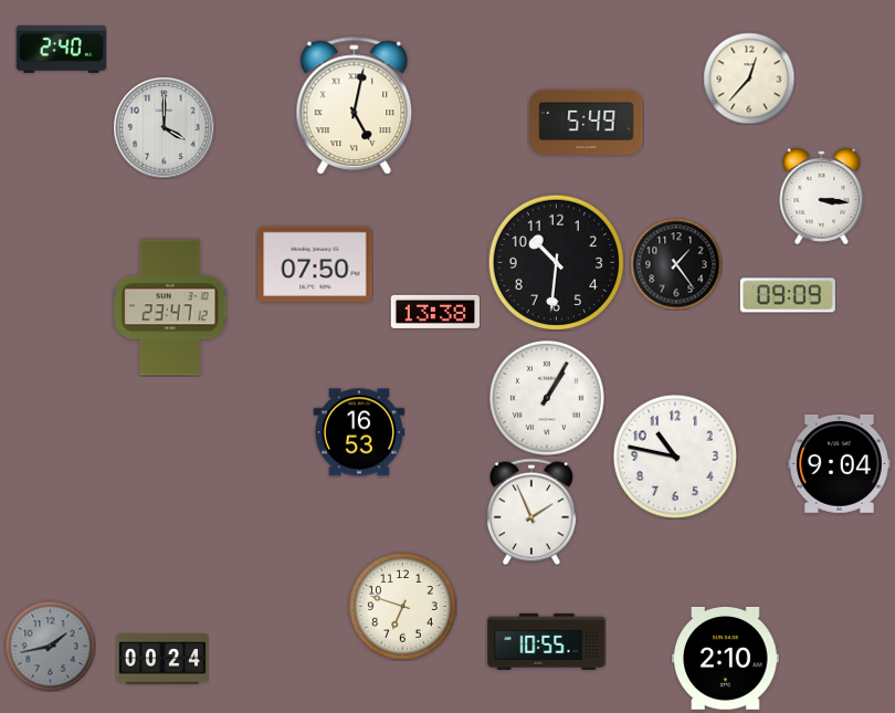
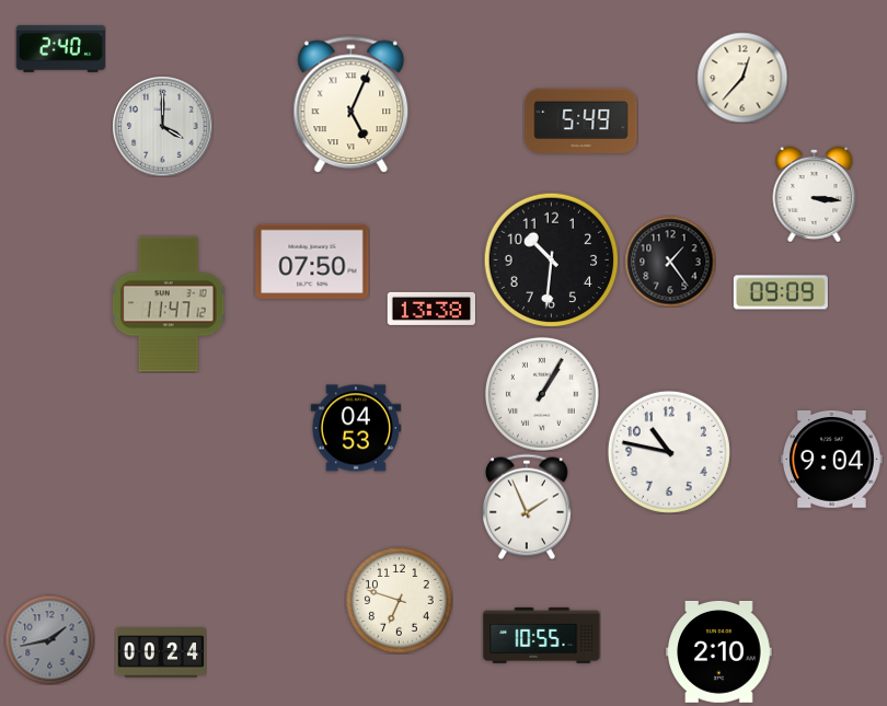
clock at (355, 106): 5:02 -> 5:04
clock at (170, 307): 23:47 -> 11:47
clock at (359, 432): 16:53 -> 04:53
